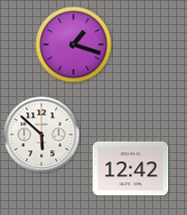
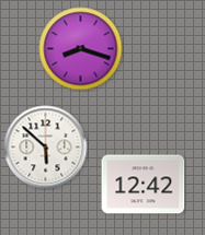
clock at (74, 45): 1:18 -> 8:18
